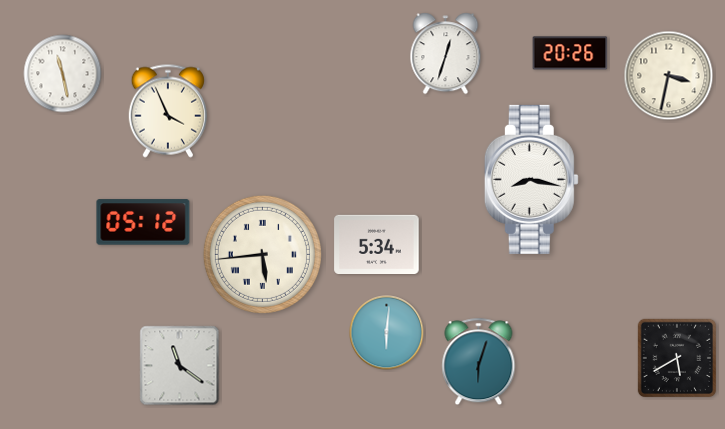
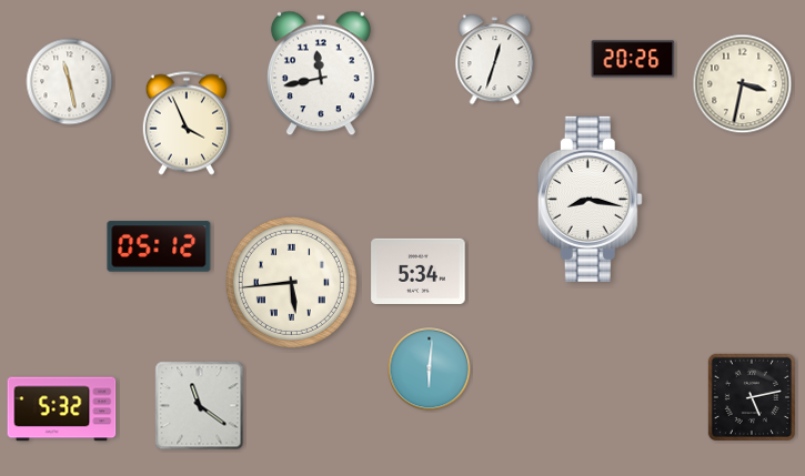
clock at (321, 73): none -> 11:43
clock at (676, 357): 5:40 -> 5:13
clock at (479, 362): 6:03 -> none
clock at (62, 409): none -> 5:32
